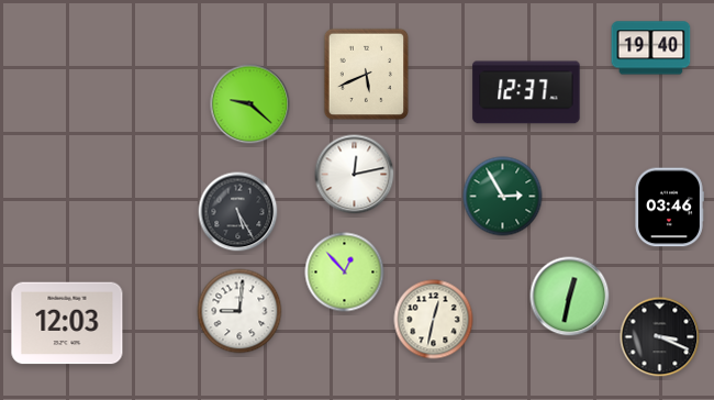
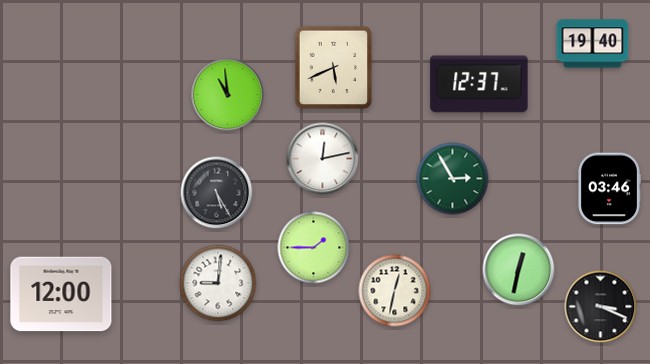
clock at (250, 104): 9:22 -> 10:59
clock at (503, 197) position: (503, 197) -> (453, 179)
clock at (345, 273): 12:53 -> 1:45
clock at (67, 323): 12:03 -> 12:00
